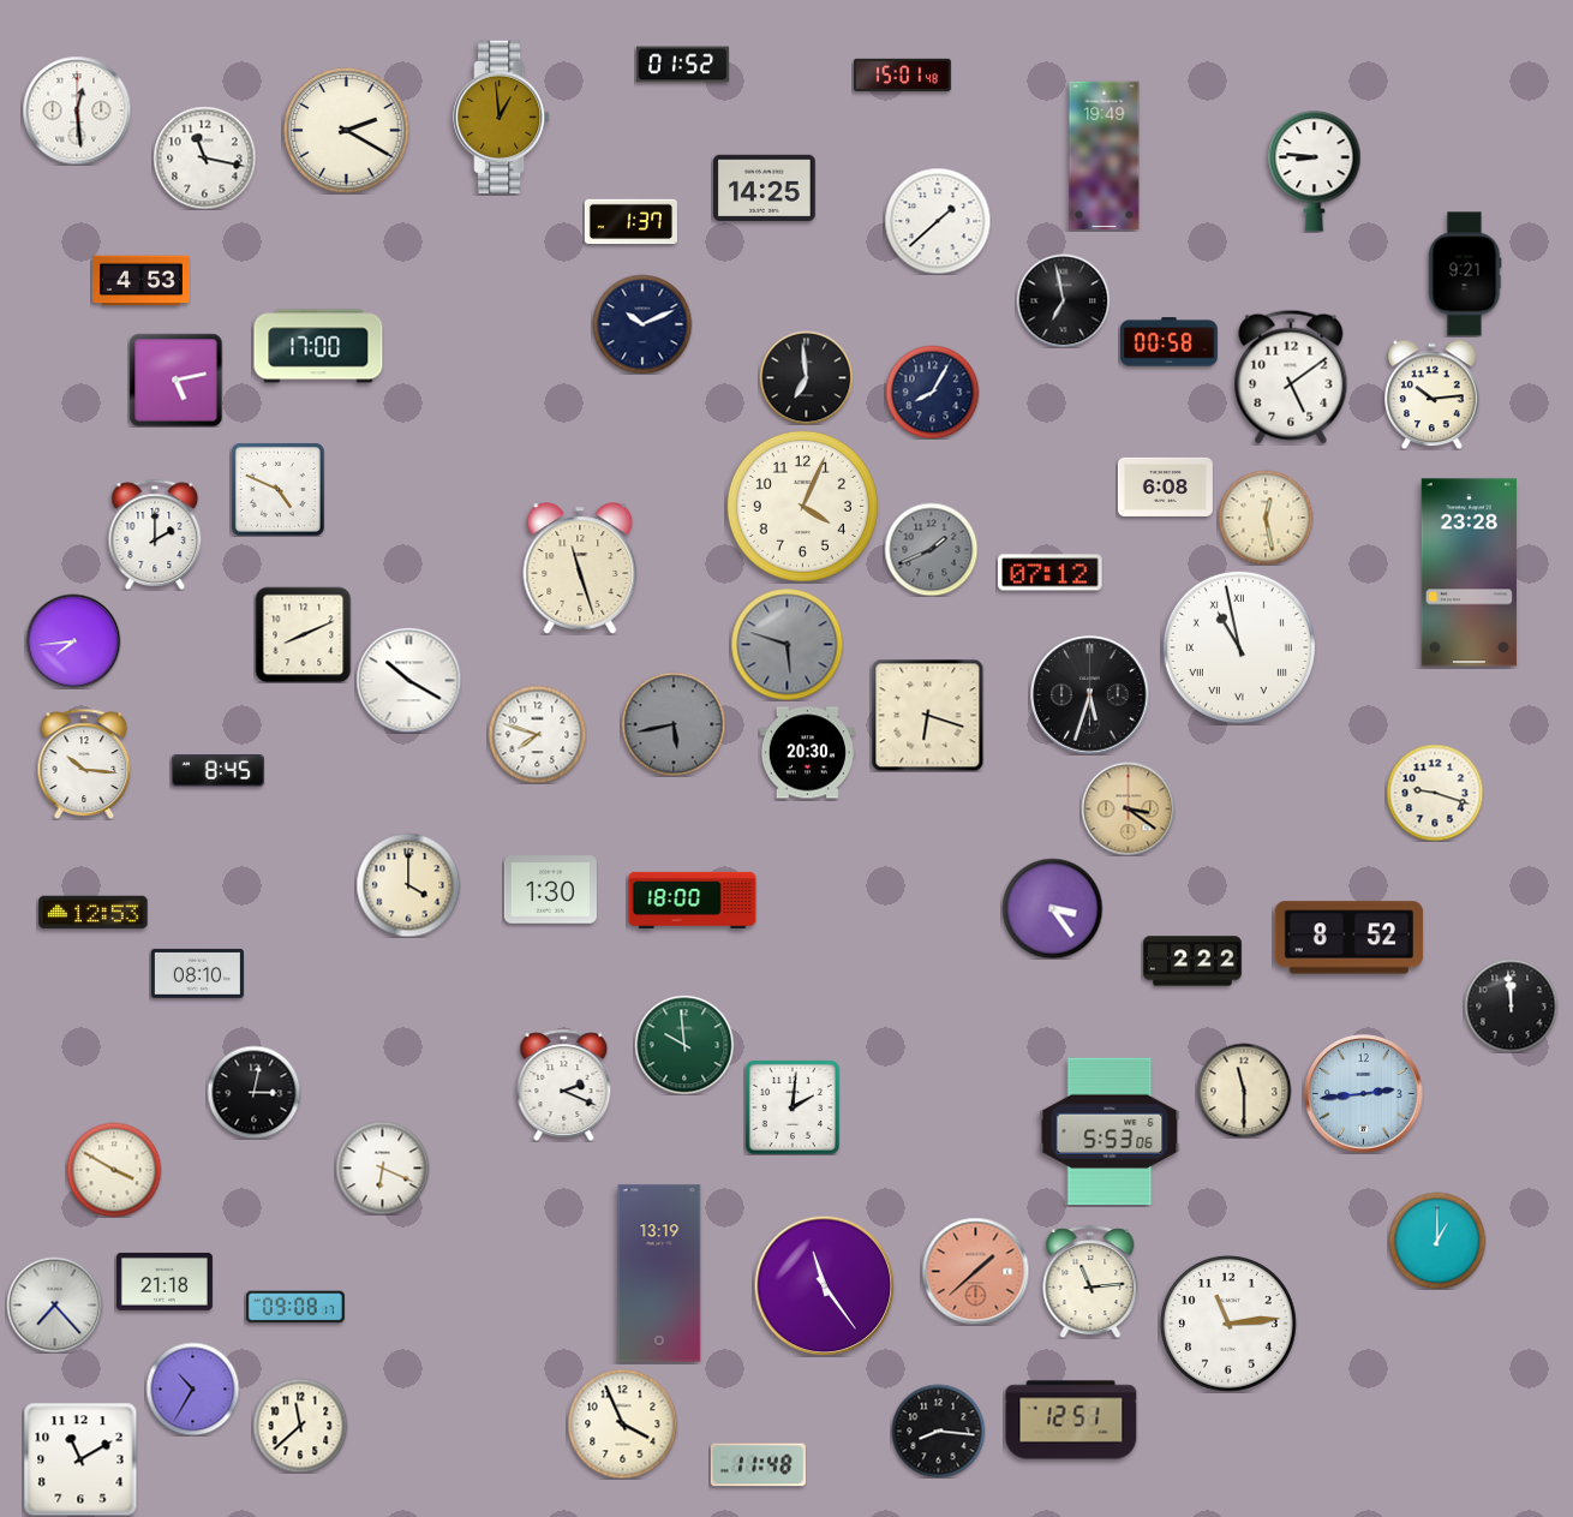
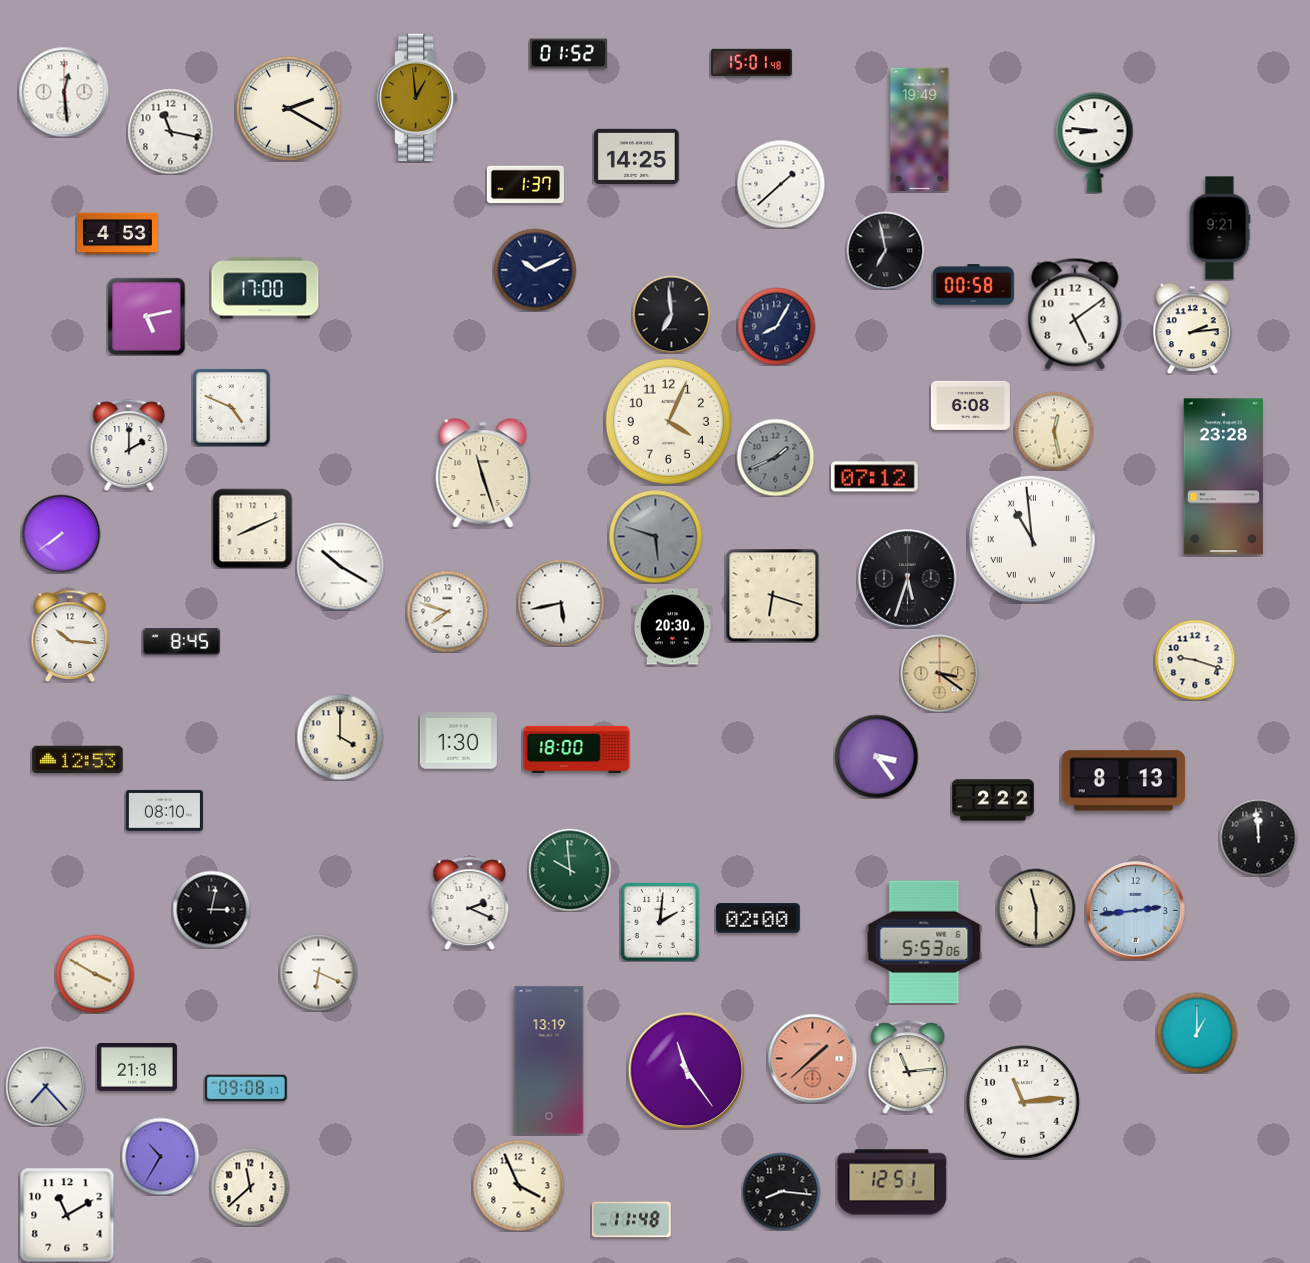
clock at (1433, 394): 10:14 -> 2:14
clock at (73, 641): 7:44 -> 7:39
clock at (1239, 647): 10:58 -> 10:59
clock at (674, 724) dial: grey -> white
clock at (1350, 938): 8:52 -> 8:13
clock at (759, 918): none -> 02:00
